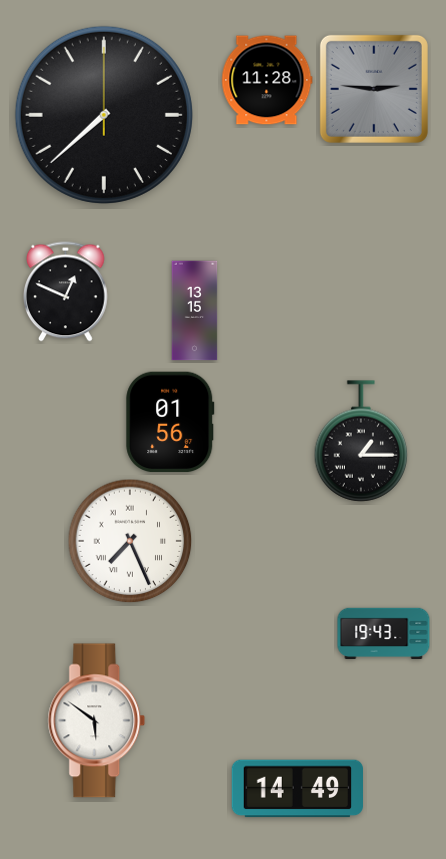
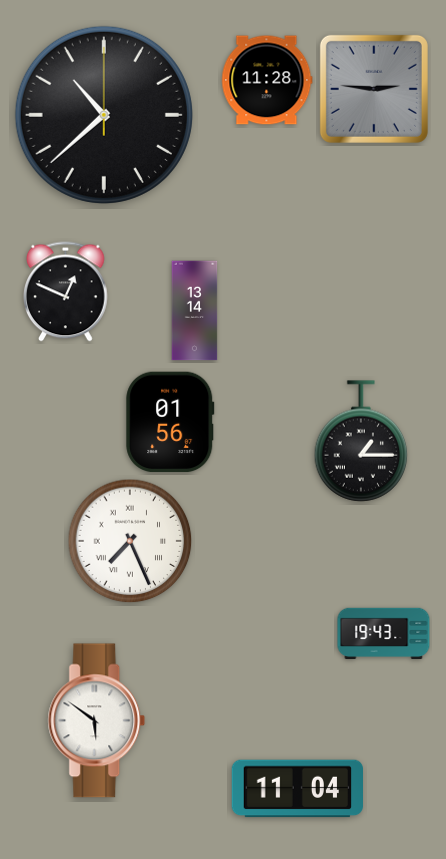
clock at (104, 115): 7:38 -> 10:38
clock at (195, 311): 13:15 -> 13:14
clock at (298, 789): 14:49 -> 11:04
